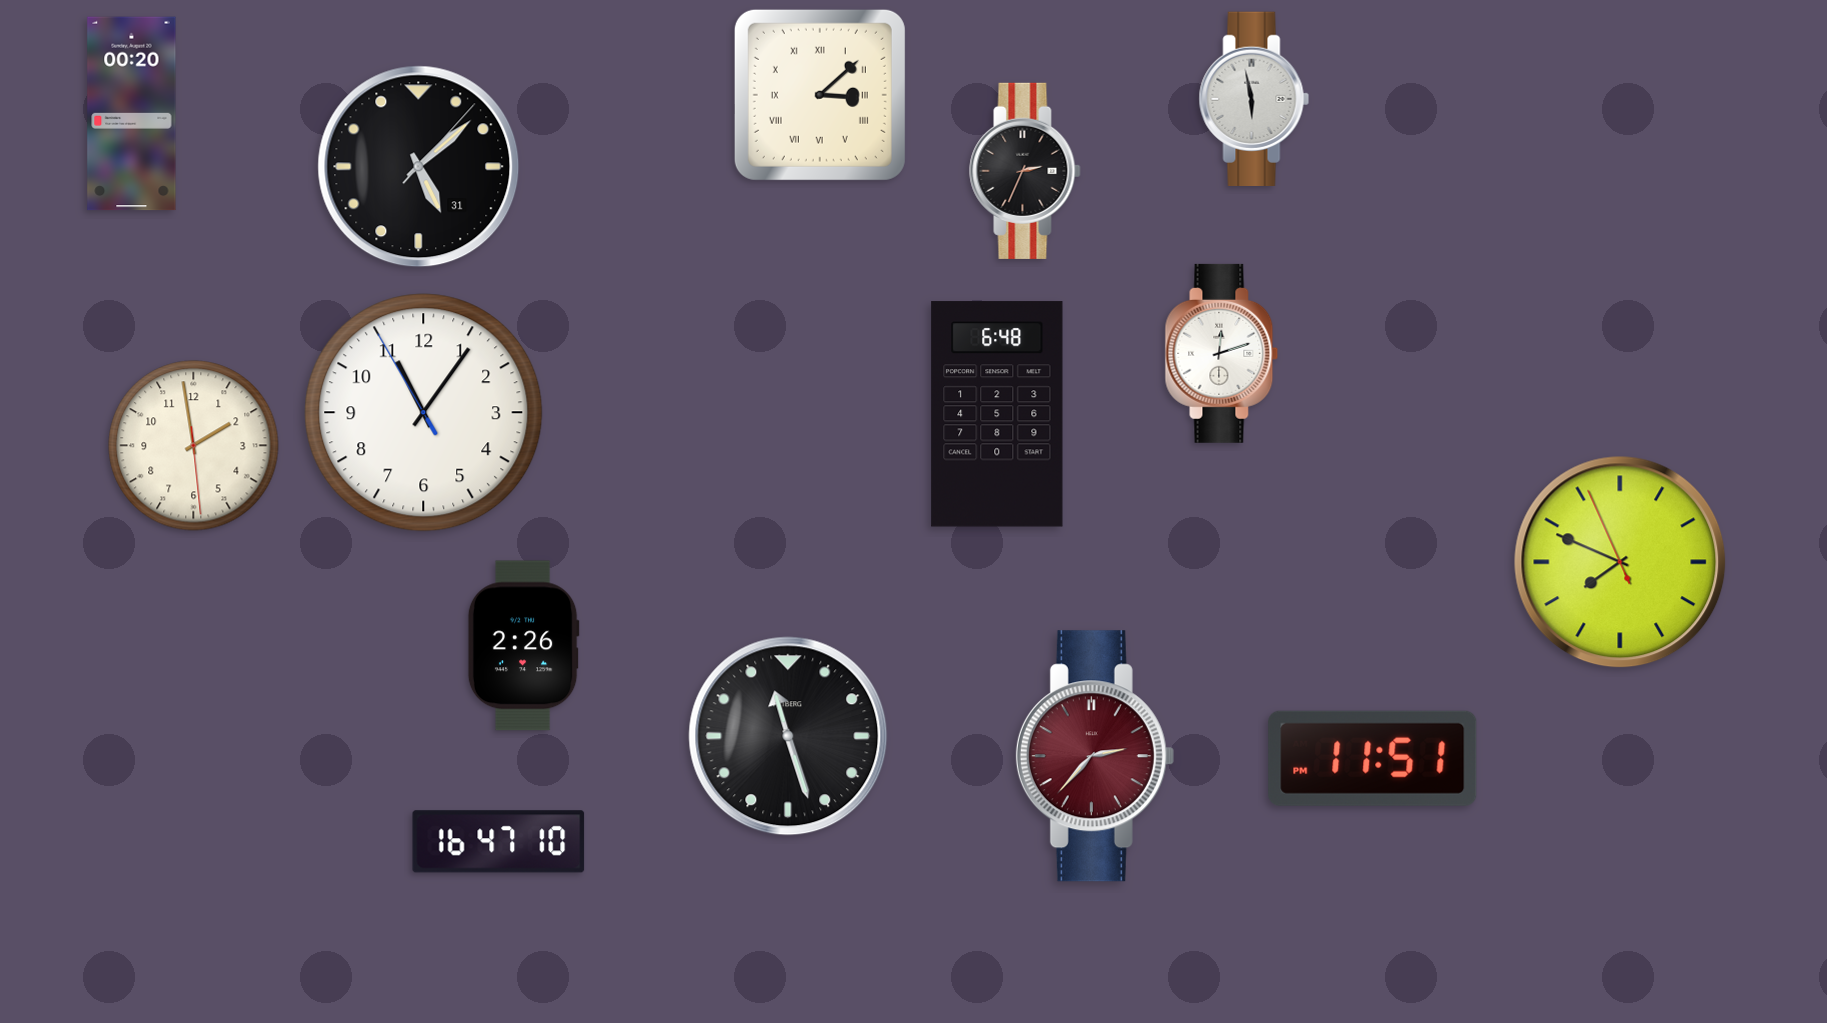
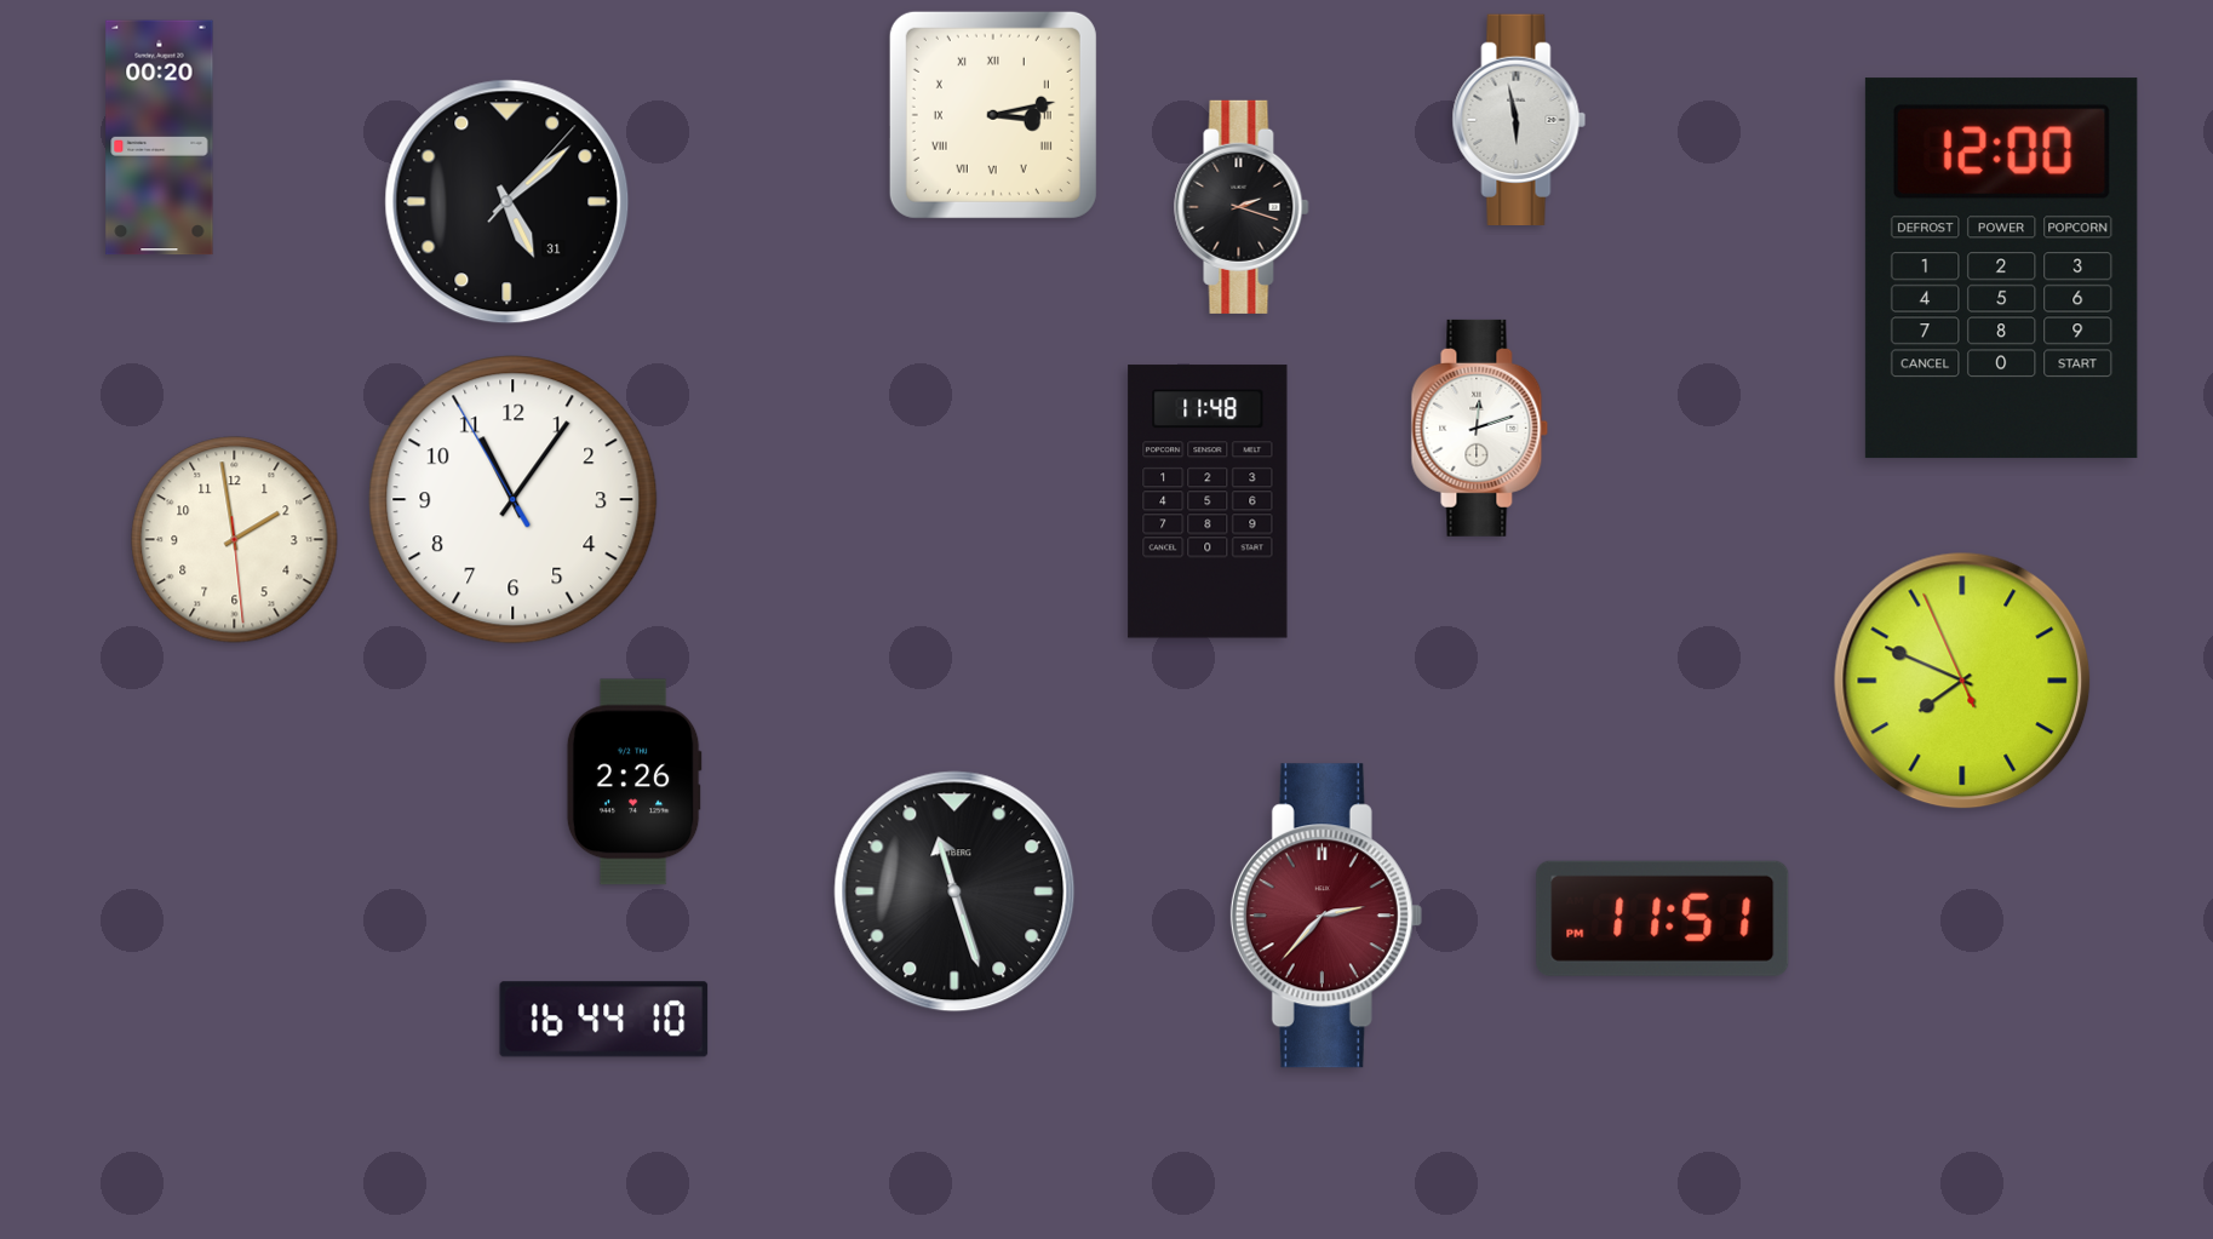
clock at (820, 95): 3:08 -> 3:13
clock at (1025, 171): 2:34 -> 2:18
clock at (2001, 269): none -> 12:00
clock at (997, 414): 6:48 -> 11:48
clock at (499, 842): 16:47 -> 16:44
